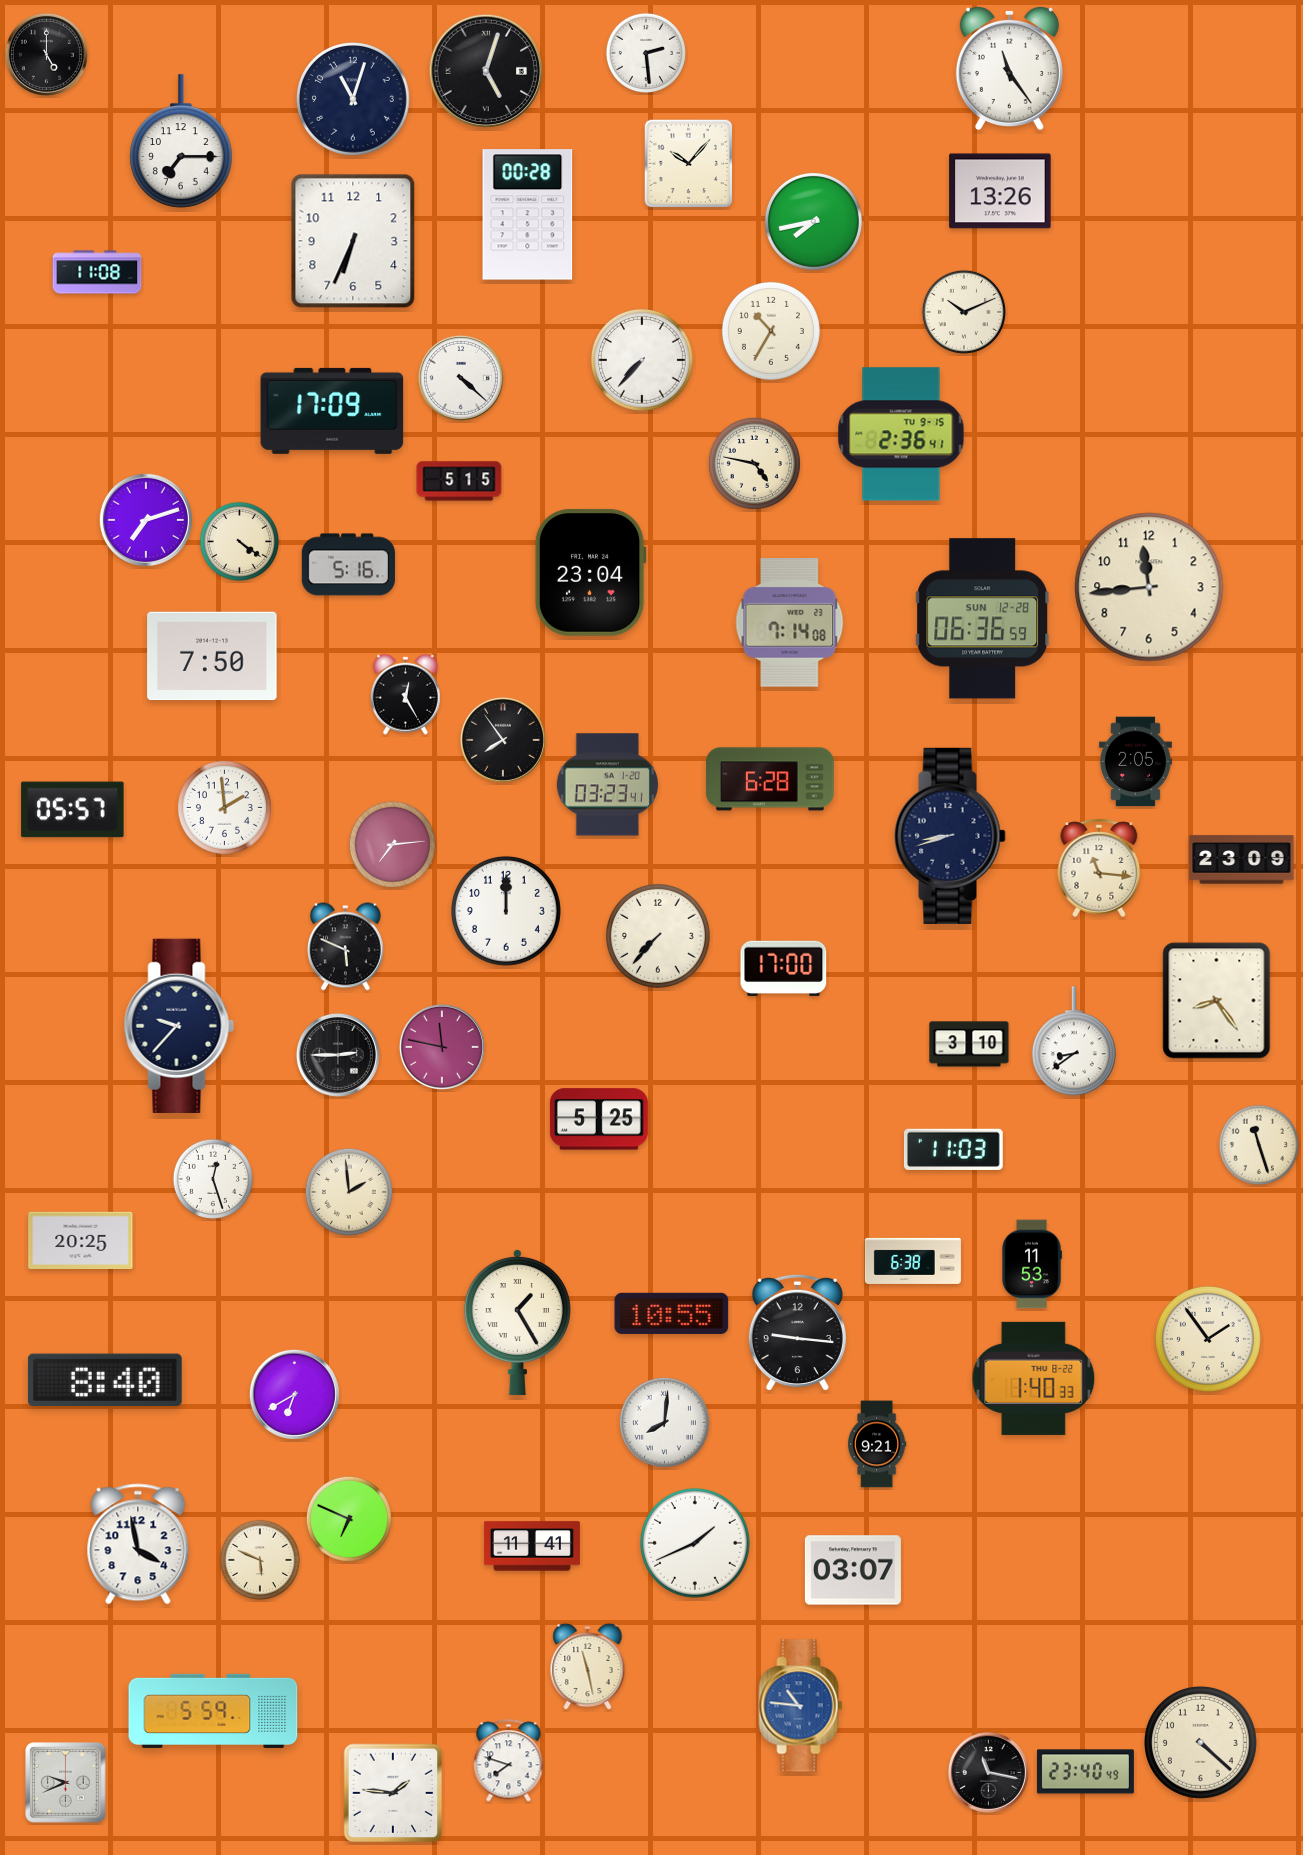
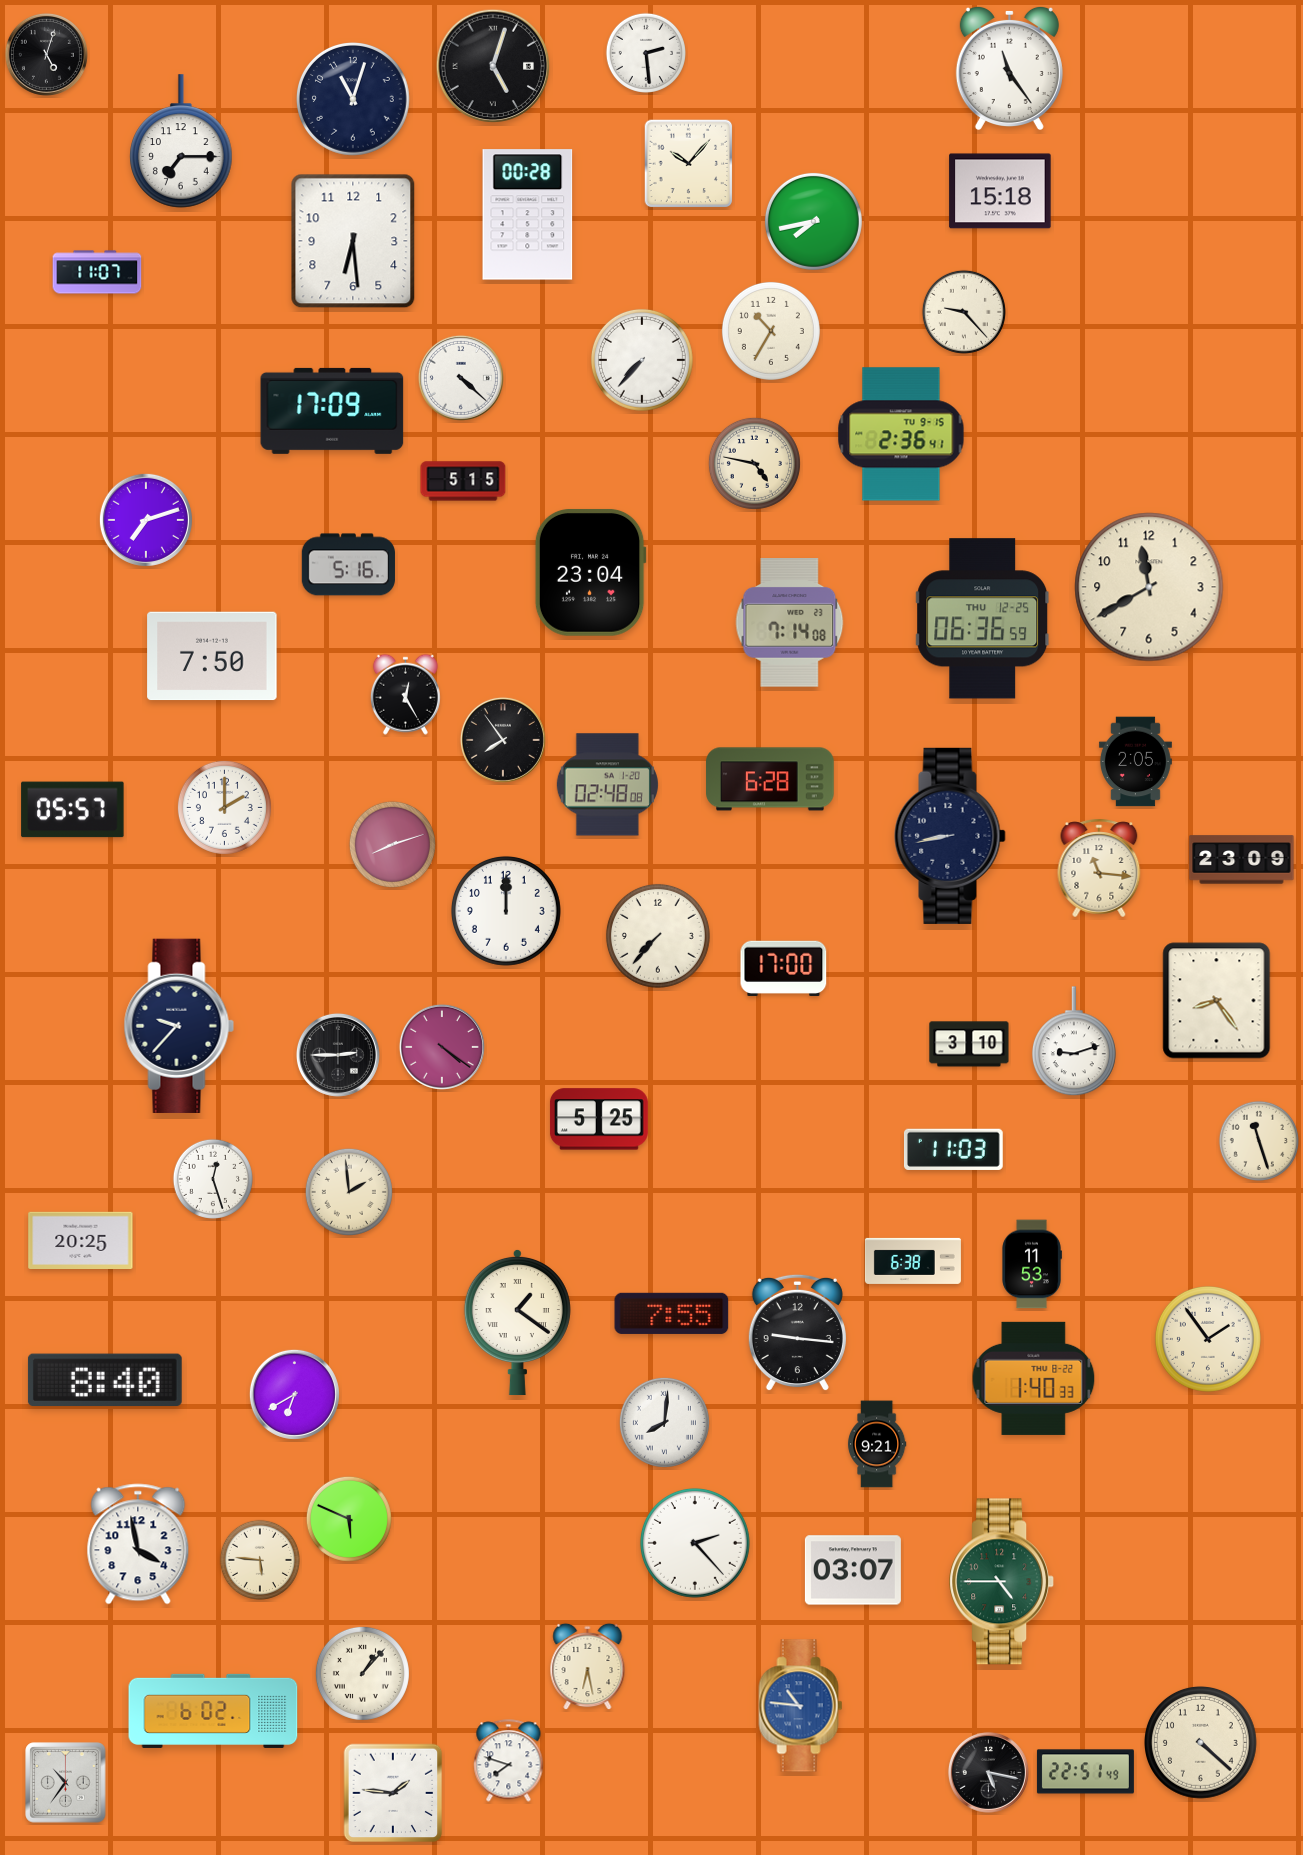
clock at (46, 54): 5:00 -> 5:03
clock at (486, 71) position: (486, 71) -> (493, 66)
clock at (1000, 191): 13:26 -> 15:18
clock at (353, 241): 6:34 -> 6:29
clock at (97, 272): 11:08 -> 11:07
clock at (964, 312): 10:11 -> 9:23
clock at (459, 481) position: (459, 481) -> (463, 481)
clock at (239, 541): 4:21 -> none
clock at (1149, 587): 11:44 -> 11:40
clock at (983, 619) date: SUN 12-28 -> THU 12-25
clock at (607, 785): 03:23 -> 02:48
clock at (224, 807): 1:59 -> 2:00
clock at (950, 836): 8:42 -> 8:43
clock at (392, 844): 7:14 -> 8:12
clock at (346, 947): 5:49 -> none
clock at (1074, 1042): 8:39 -> 9:12
clock at (442, 1047): 11:47 -> 4:21
clock at (1259, 1145) position: (1259, 1145) -> (1259, 1141)
clock at (672, 1313): 10:55 -> 7:55
clock at (517, 1322): 1:25 -> 1:21
clock at (349, 1519): 6:49 -> 5:49
clock at (695, 1543): 1:41 -> 2:23
clock at (532, 1546): 11:41 -> none
clock at (260, 1560): 5:49 -> 5:46
clock at (1002, 1582): none -> 4:45
clock at (588, 1667): 11:28 -> 6:28
clock at (362, 1673): none -> 1:07
clock at (213, 1711): 5:59 -> 6:02
clock at (988, 1772): 11:17 -> 5:17
clock at (1085, 1772): 23:40 -> 22:51
clock at (66, 1783): 9:41 -> 10:36
